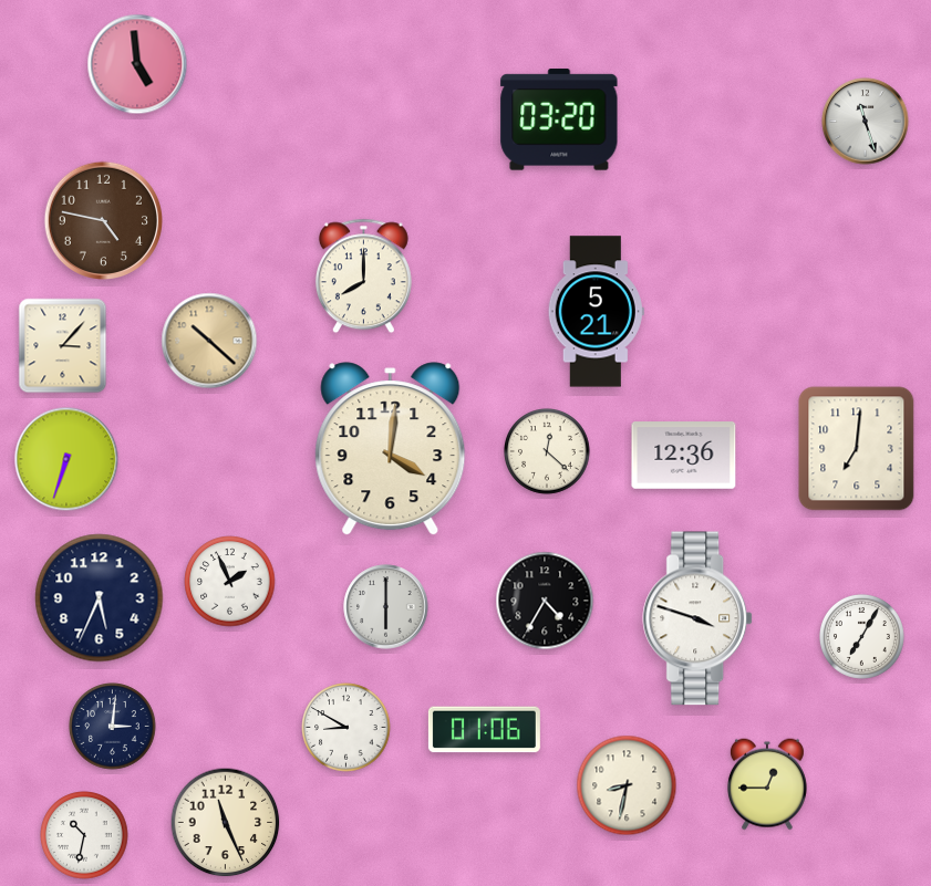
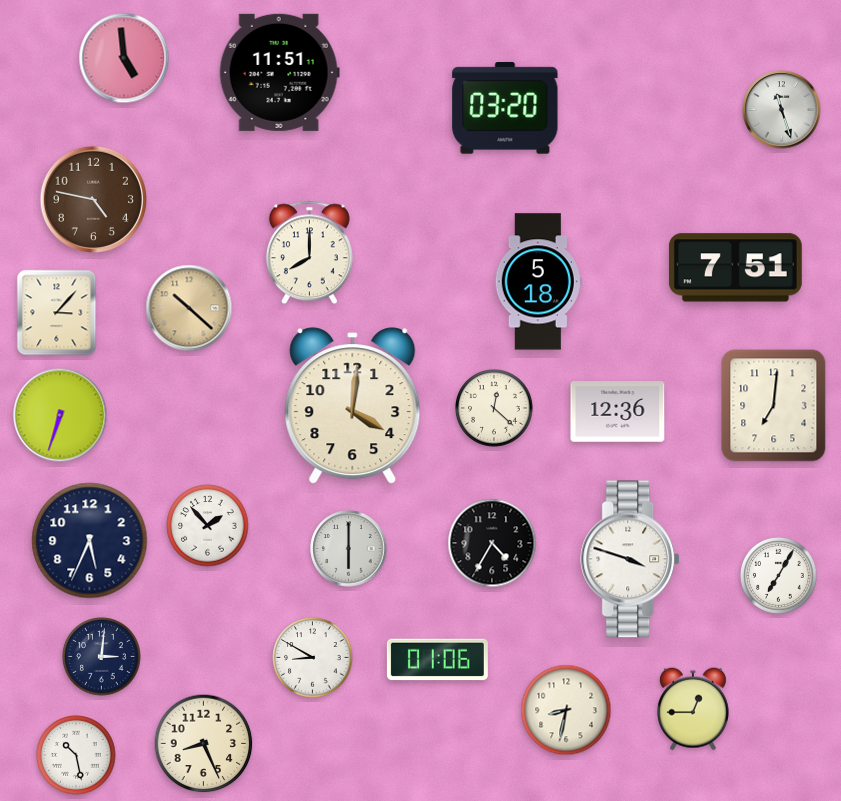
clock at (279, 72): none -> 11:51
clock at (363, 277) position: (363, 277) -> (309, 253)
clock at (735, 268): none -> 7:51
clock at (596, 312): 5:21 -> 5:18
clock at (230, 582): 1:56 -> 1:53
clock at (226, 823): 11:26 -> 8:26
clock at (84, 835): 10:32 -> 10:28
